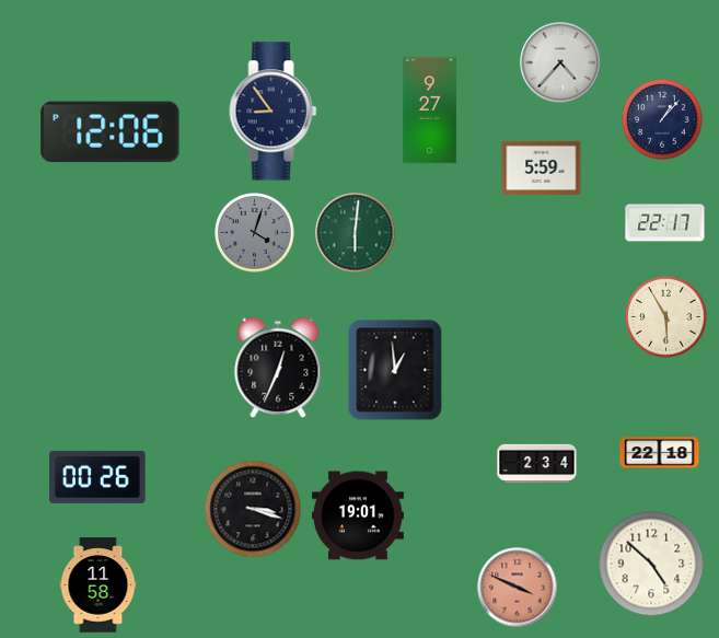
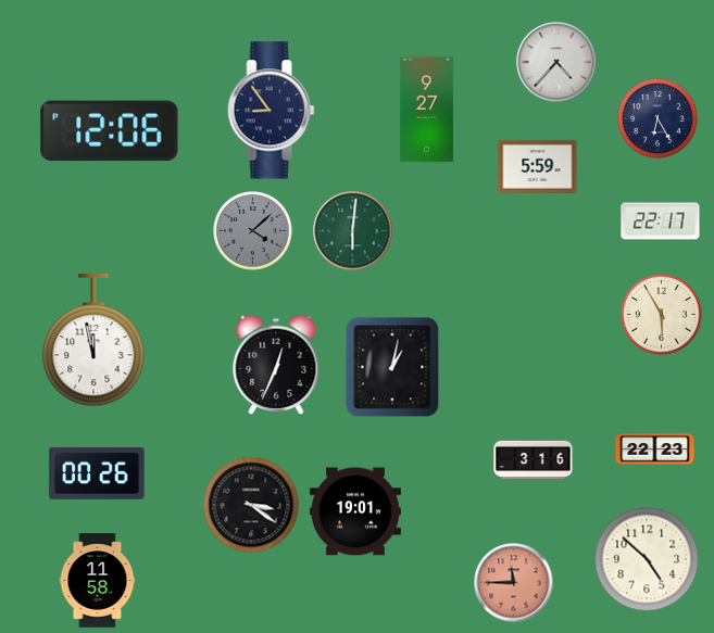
clock at (662, 119): 1:07 -> 6:25
clock at (255, 233): 4:03 -> 4:08
clock at (93, 340): none -> 11:58
clock at (395, 370): 12:59 -> 1:02
clock at (660, 453): 22:18 -> 22:23
clock at (537, 464): 2:34 -> 3:16
clock at (253, 509): 3:18 -> 3:21
clock at (518, 588): 3:49 -> 11:45
